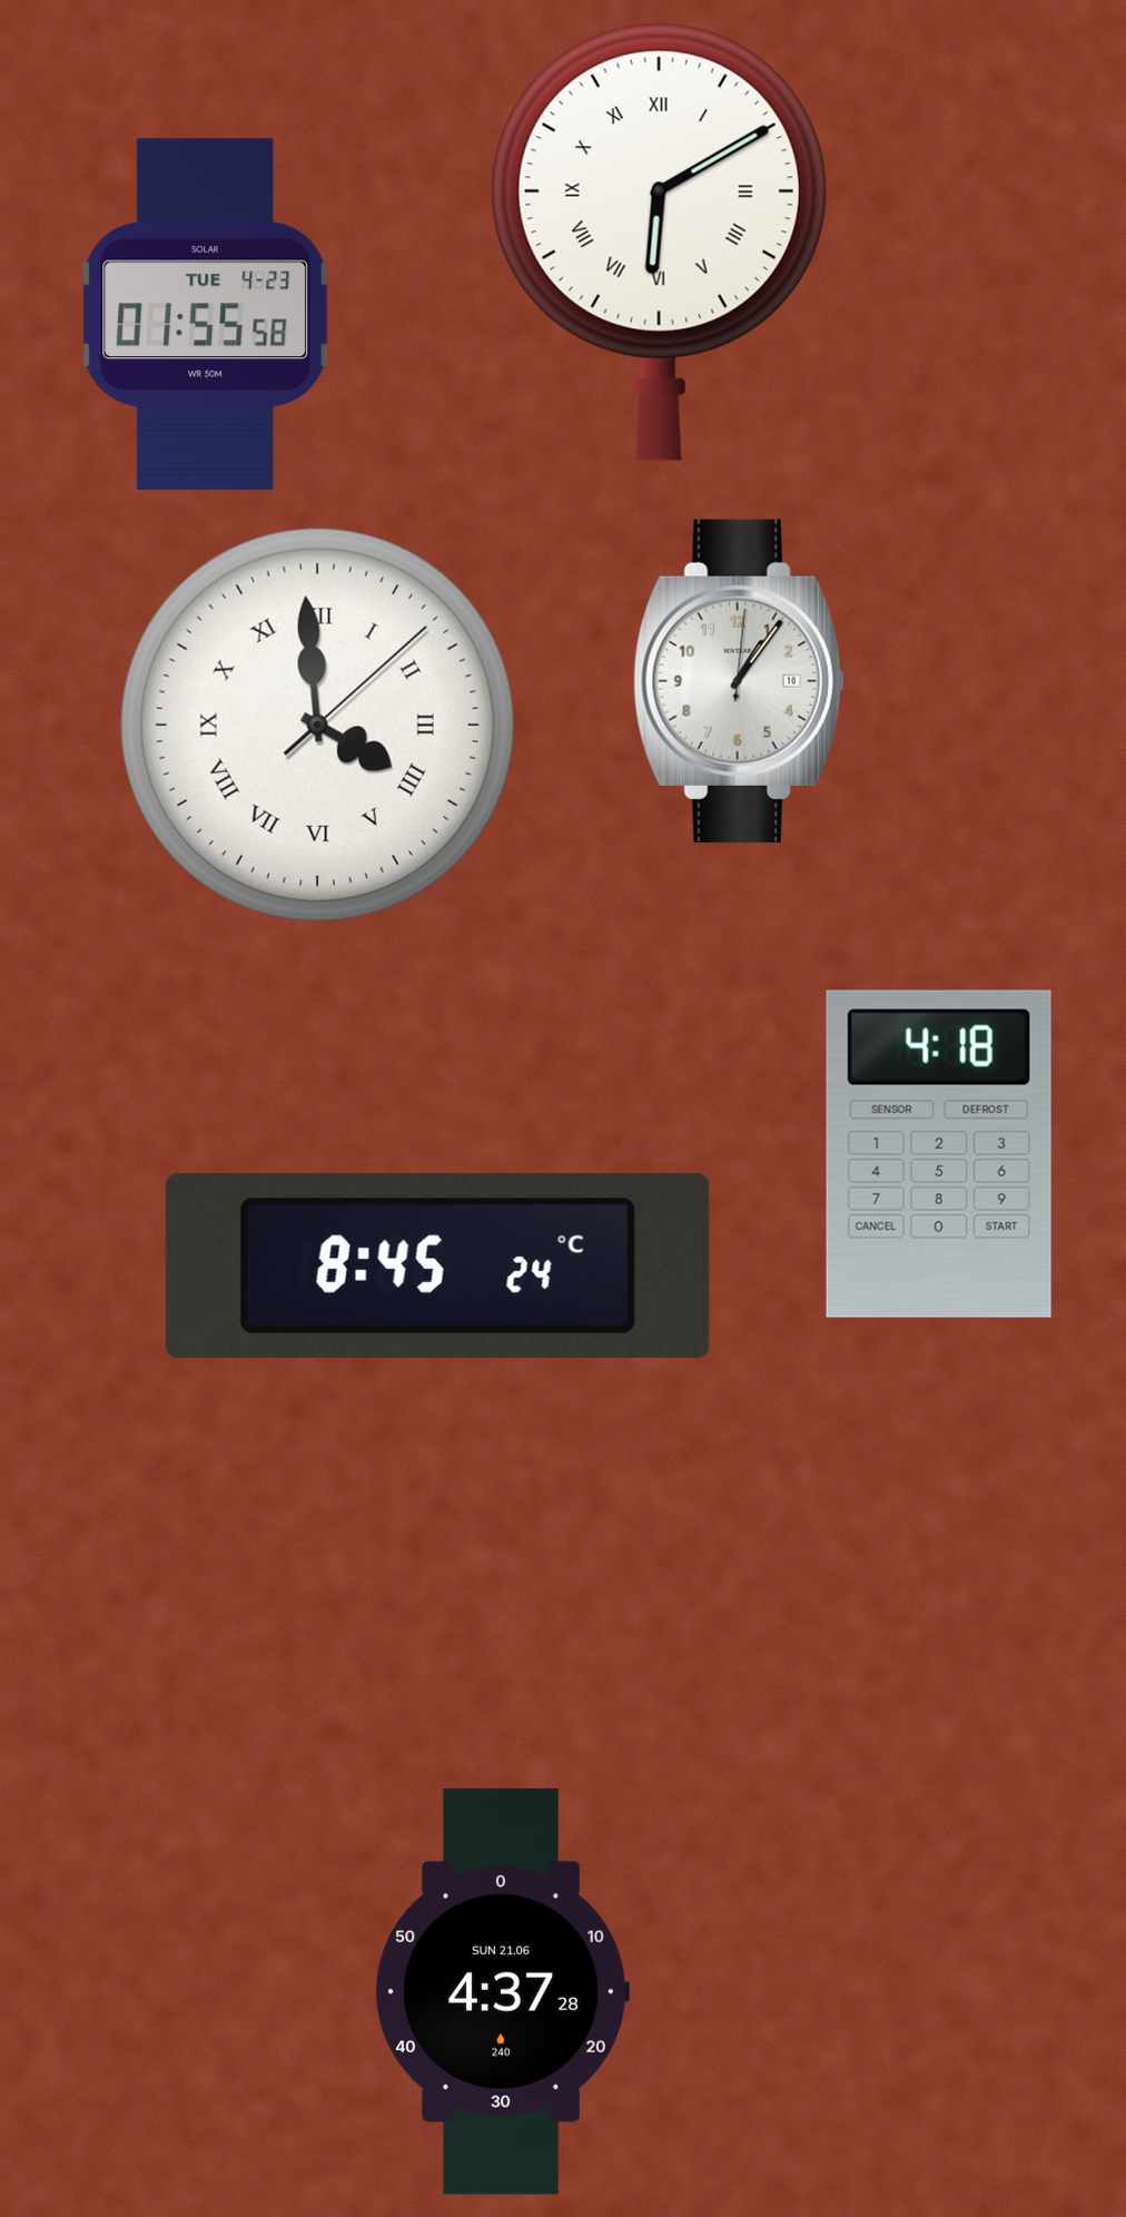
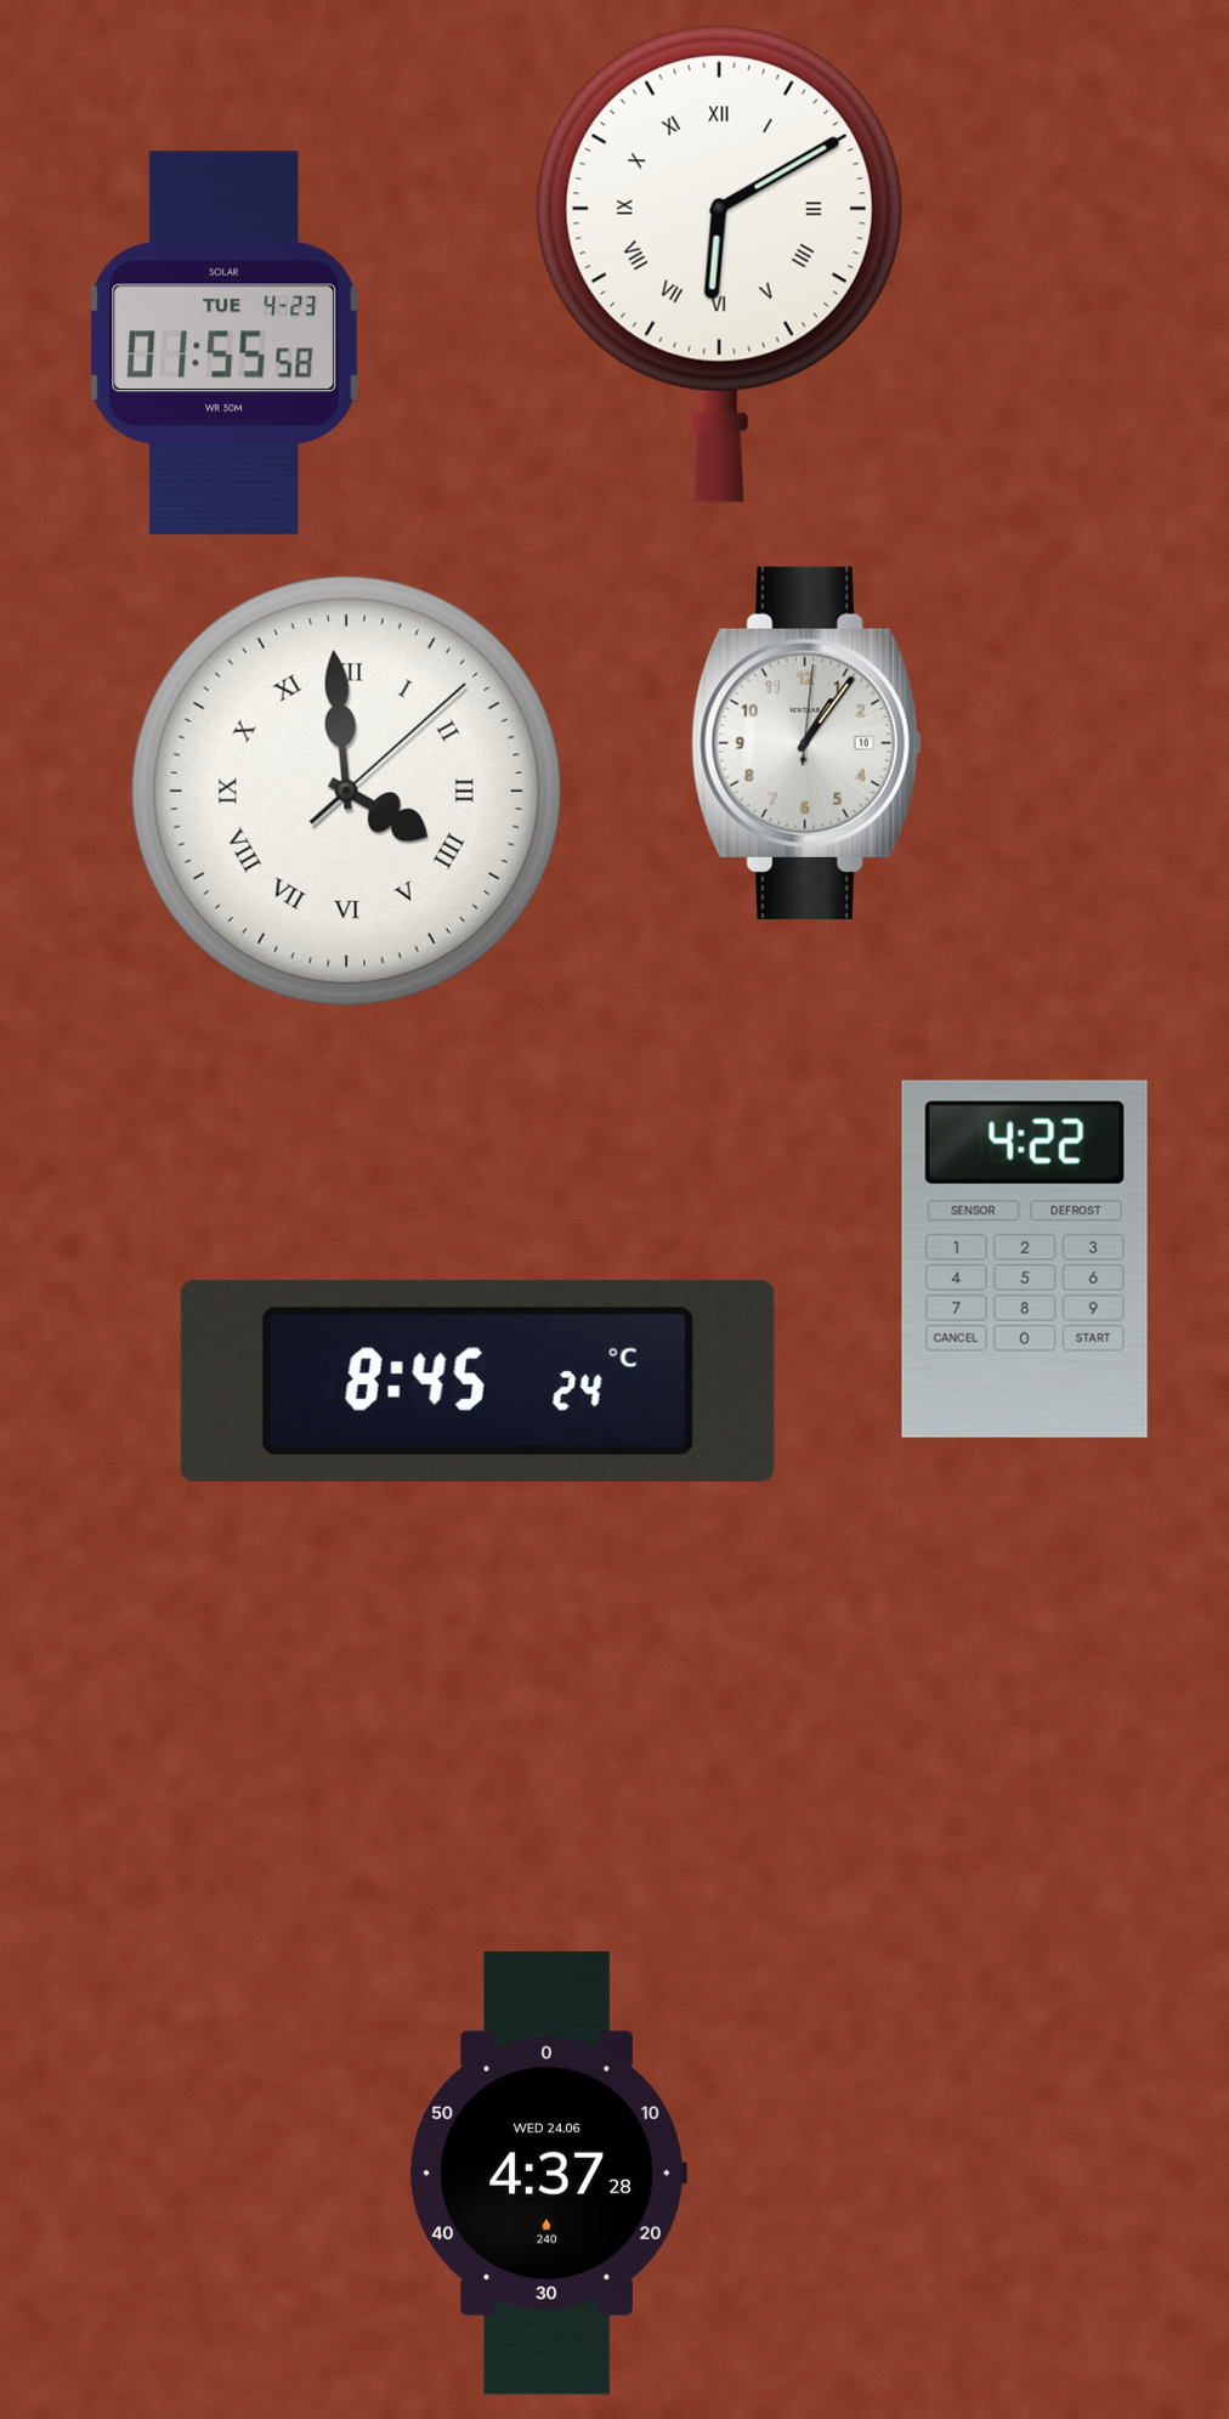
clock at (939, 1154): 4:18 -> 4:22
clock at (502, 1991) date: SUN 21.06 -> WED 24.06
